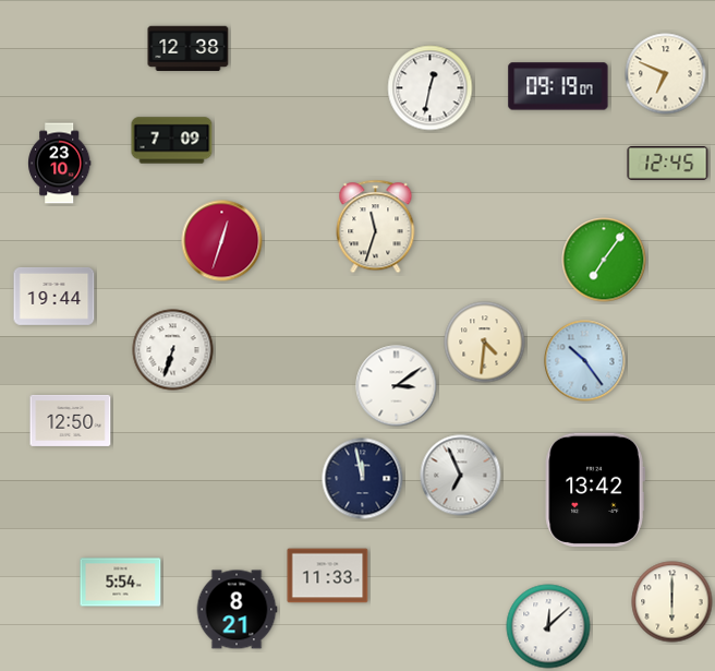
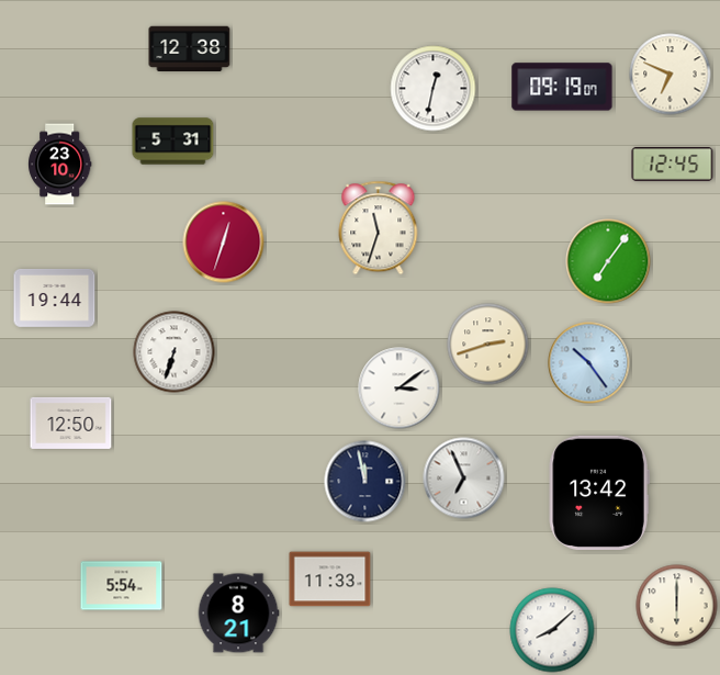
clock at (172, 141): 7:09 -> 5:31
clock at (485, 343): 4:31 -> 2:42
clock at (548, 626): 12:08 -> 8:08
